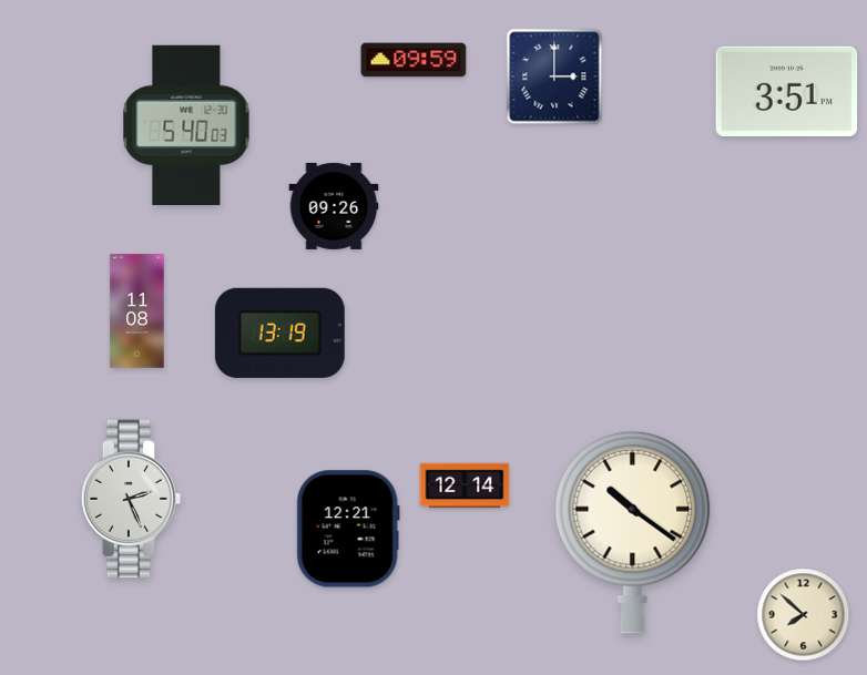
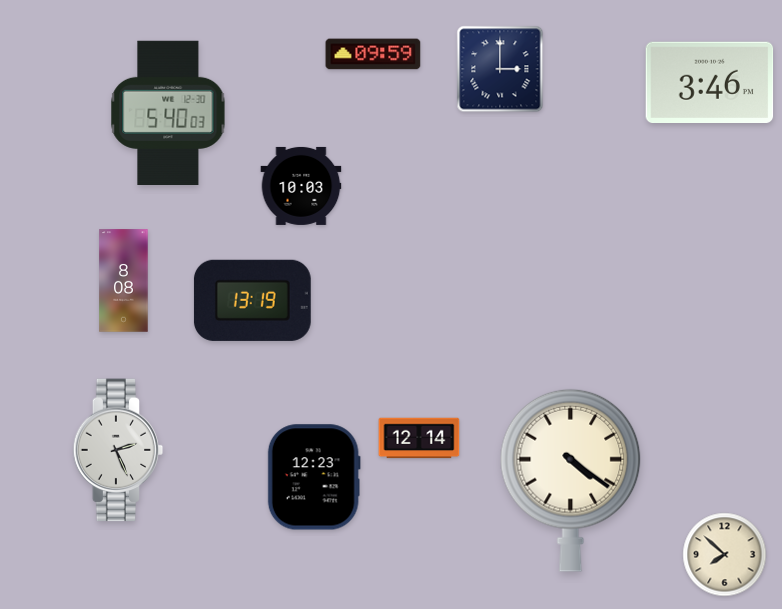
clock at (787, 91): 3:51 -> 3:46
clock at (334, 206): 09:26 -> 10:03
clock at (137, 311): 11:08 -> 8:08
clock at (348, 529): 12:21 -> 12:23
clock at (633, 532): 10:21 -> 4:21
